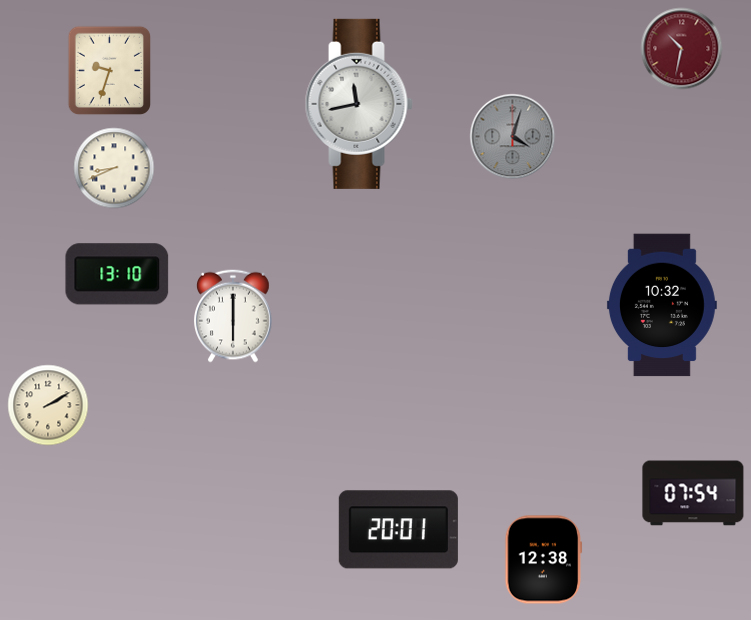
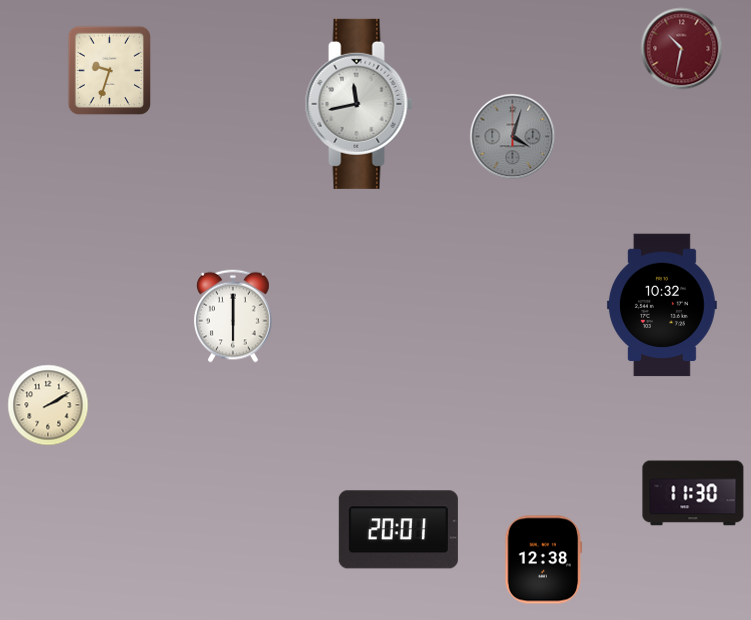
clock at (114, 168): 8:41 -> none
clock at (117, 274): 13:10 -> none
clock at (693, 493): 07:54 -> 11:30
